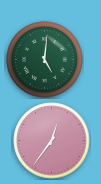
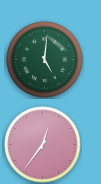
clock at (52, 141) position: (52, 141) -> (43, 145)
